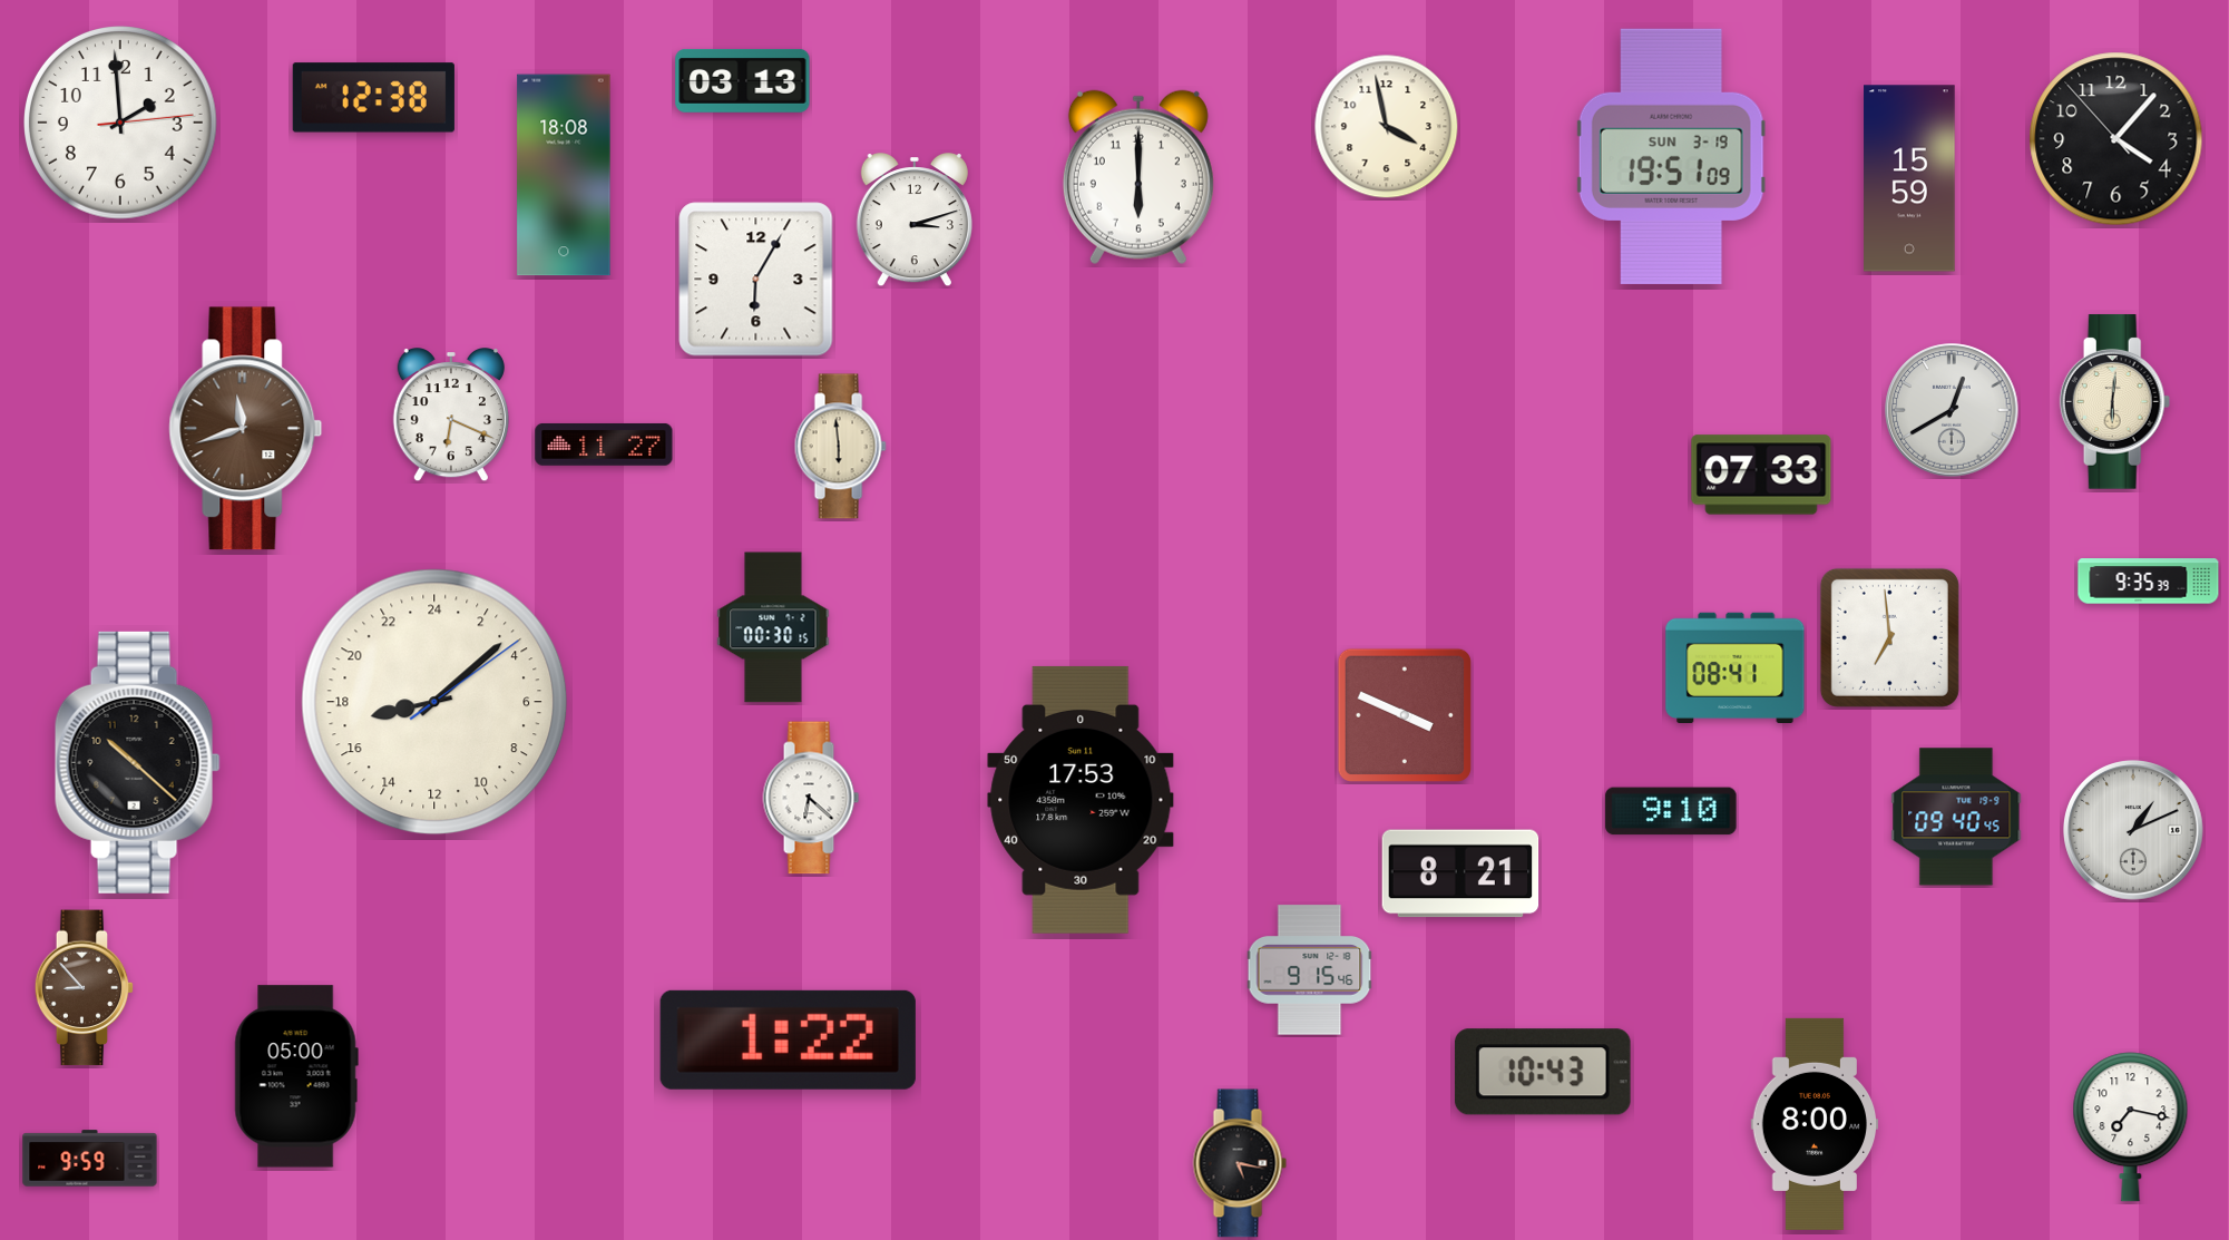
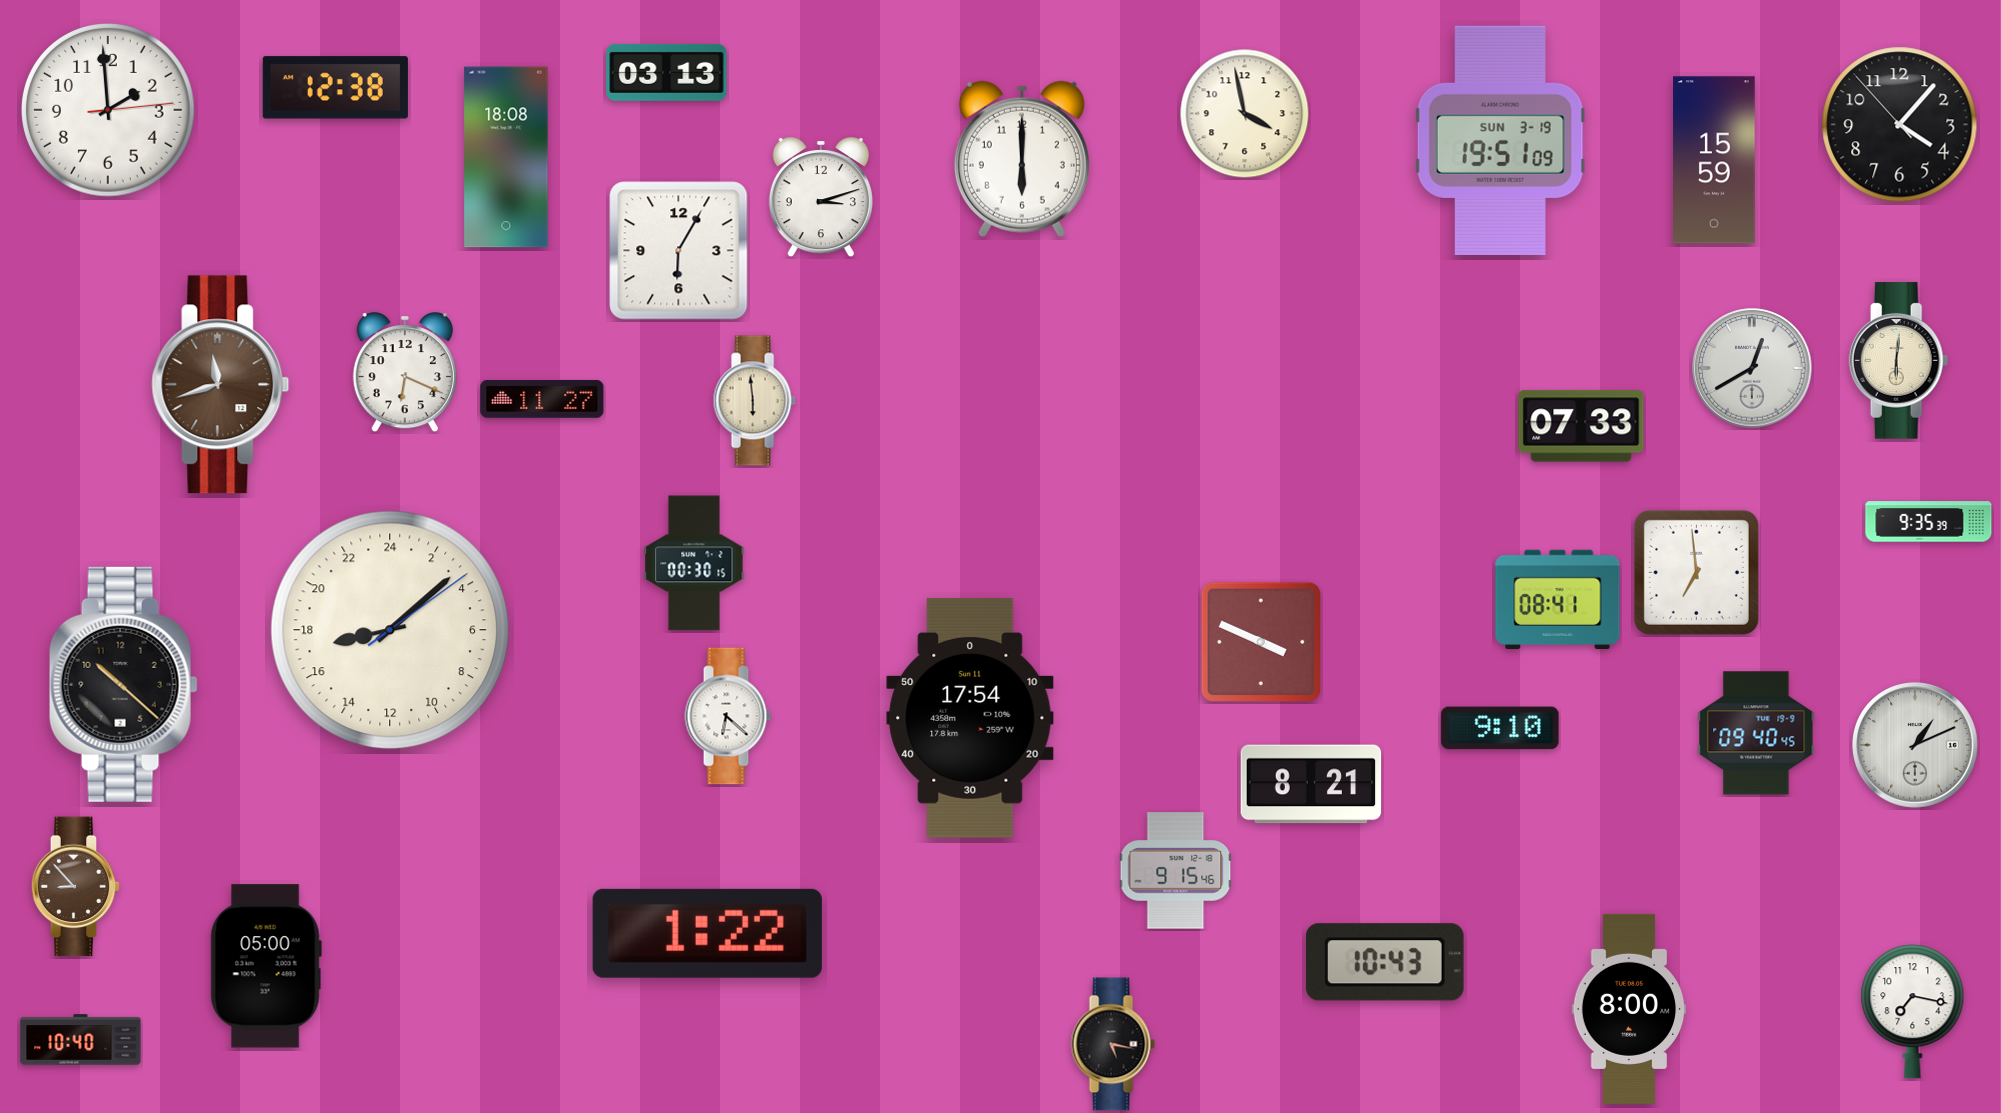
clock at (1081, 800): 17:53 -> 17:54
clock at (90, 1159): 9:59 -> 10:40
